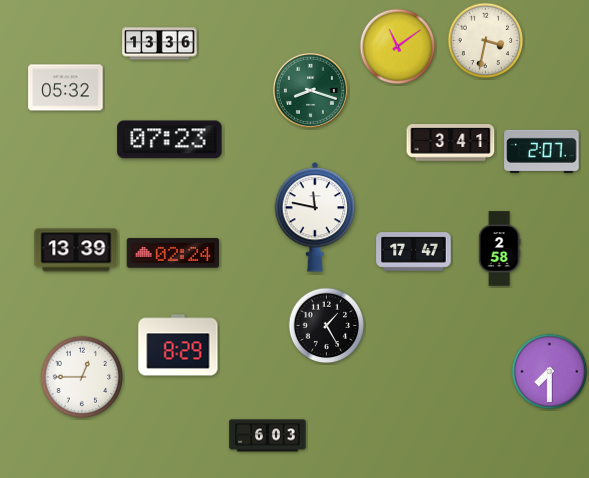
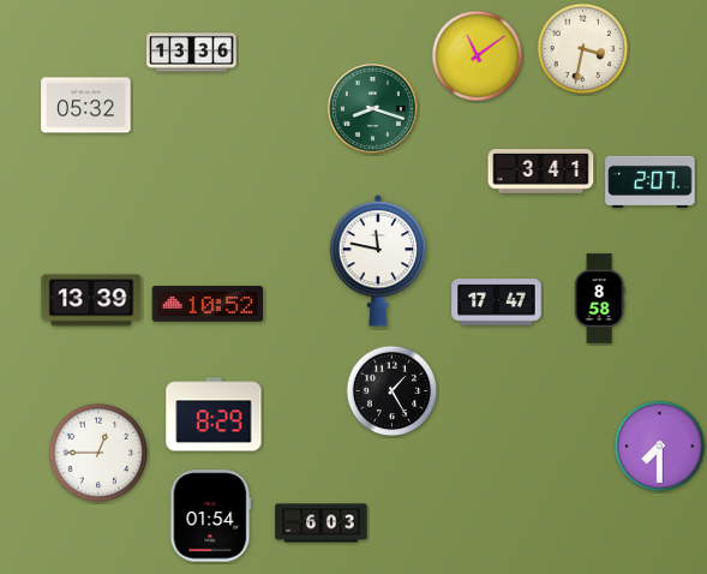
clock at (66, 88) position: (66, 88) -> (86, 106)
clock at (170, 140): 07:23 -> none
clock at (499, 249): 2:58 -> 8:58
clock at (173, 253): 02:24 -> 10:52
clock at (211, 516): none -> 01:54
